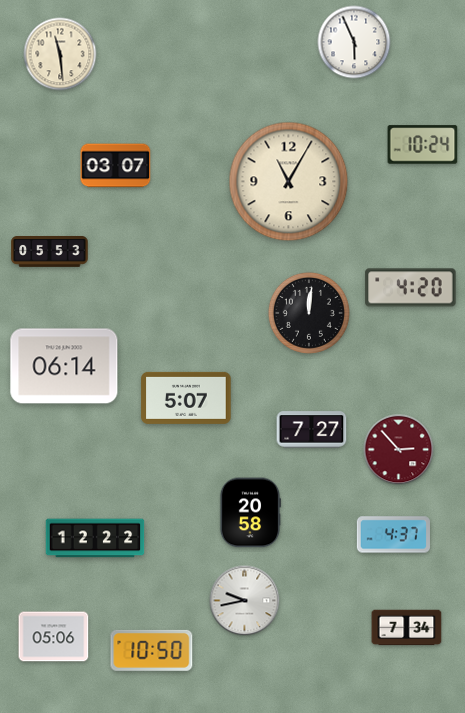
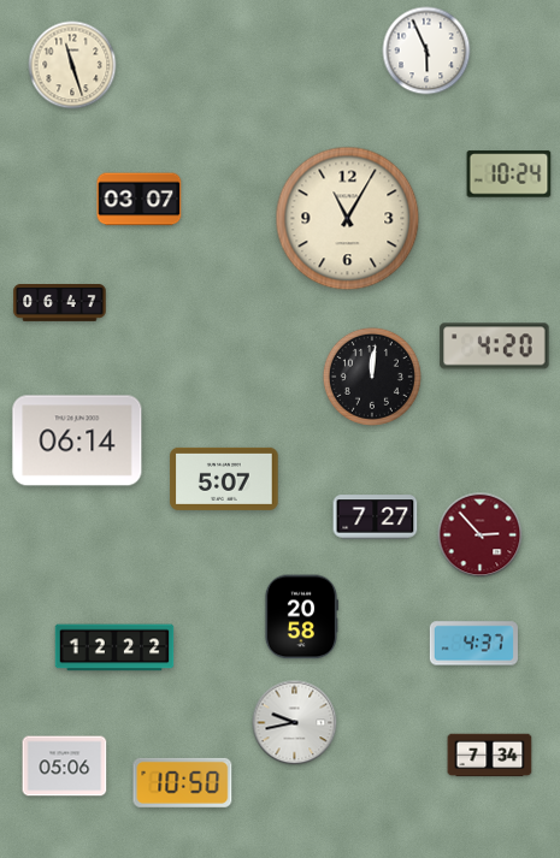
clock at (60, 54): 11:29 -> 11:27
clock at (50, 252): 05:53 -> 06:47
clock at (399, 450) position: (399, 450) -> (481, 535)
